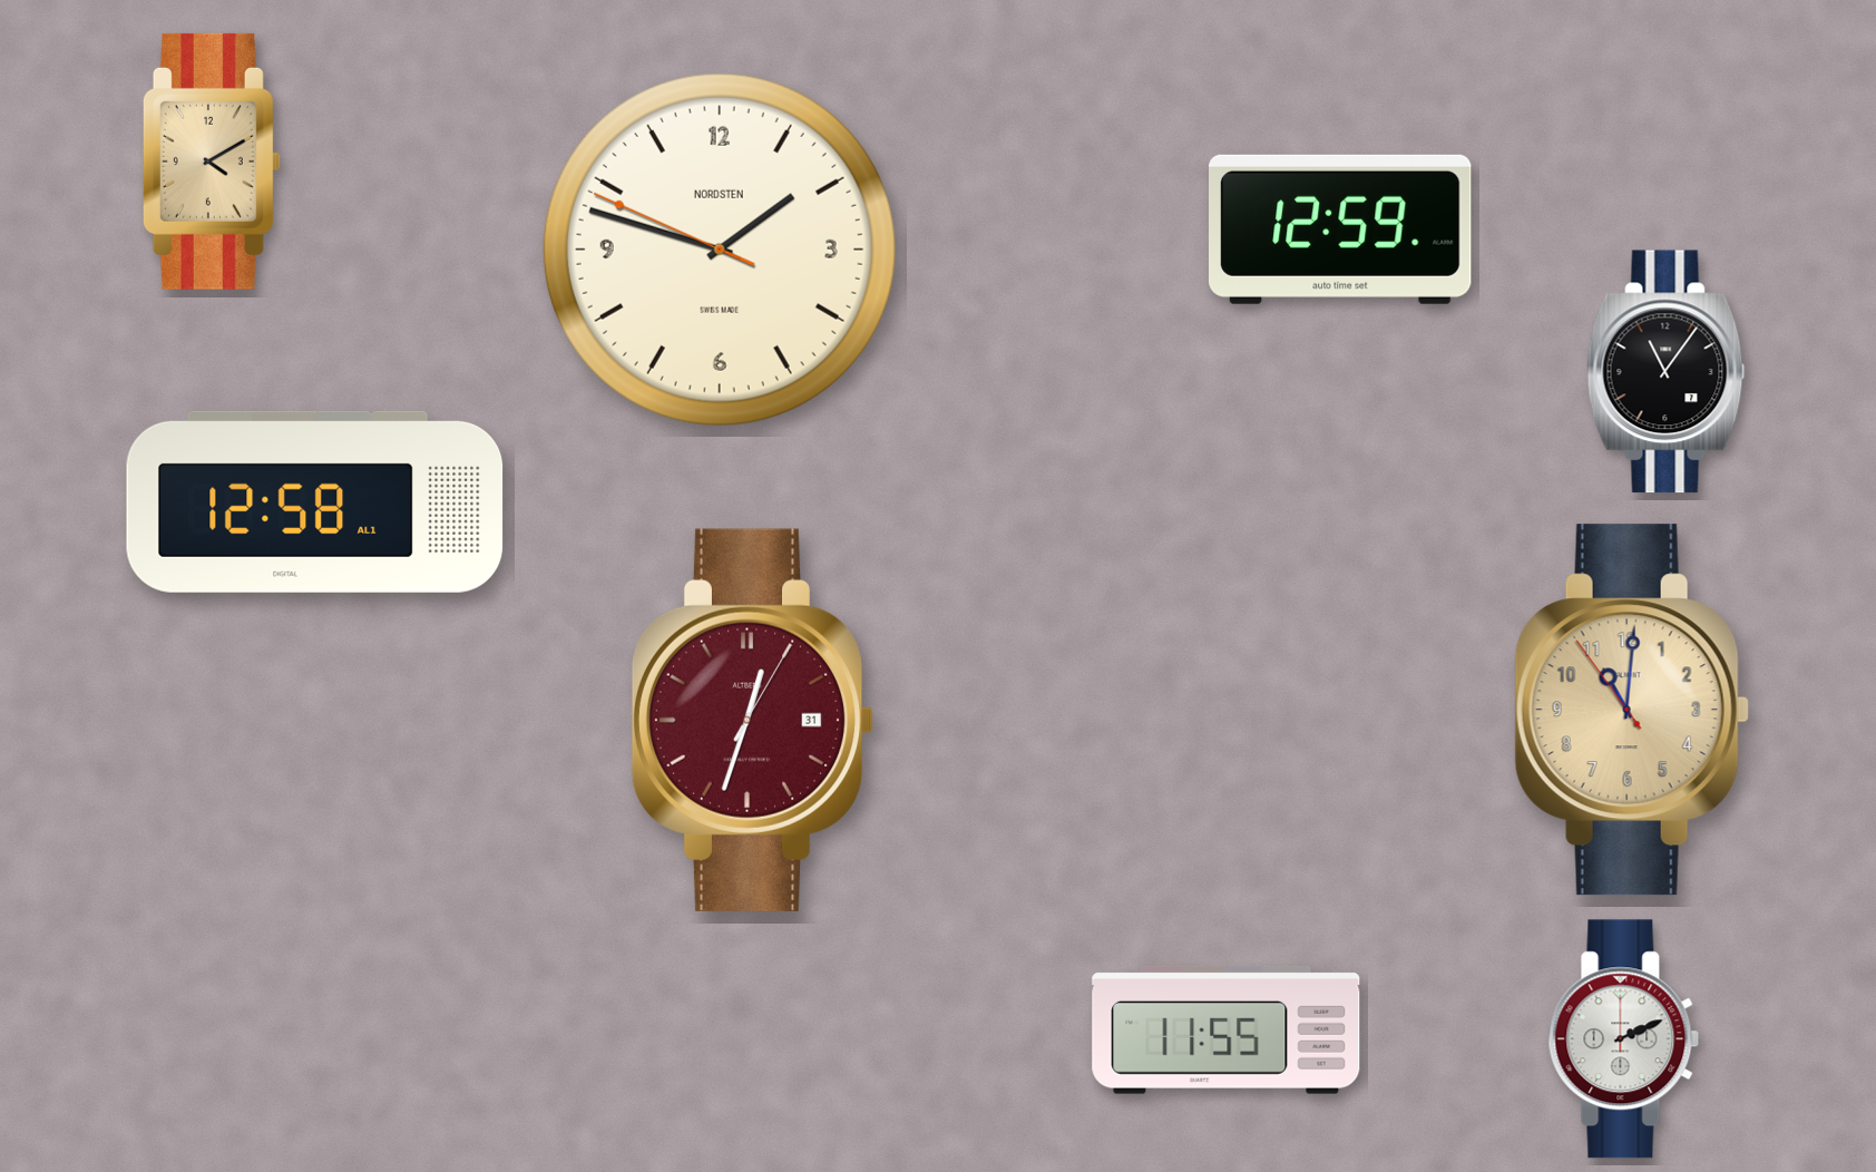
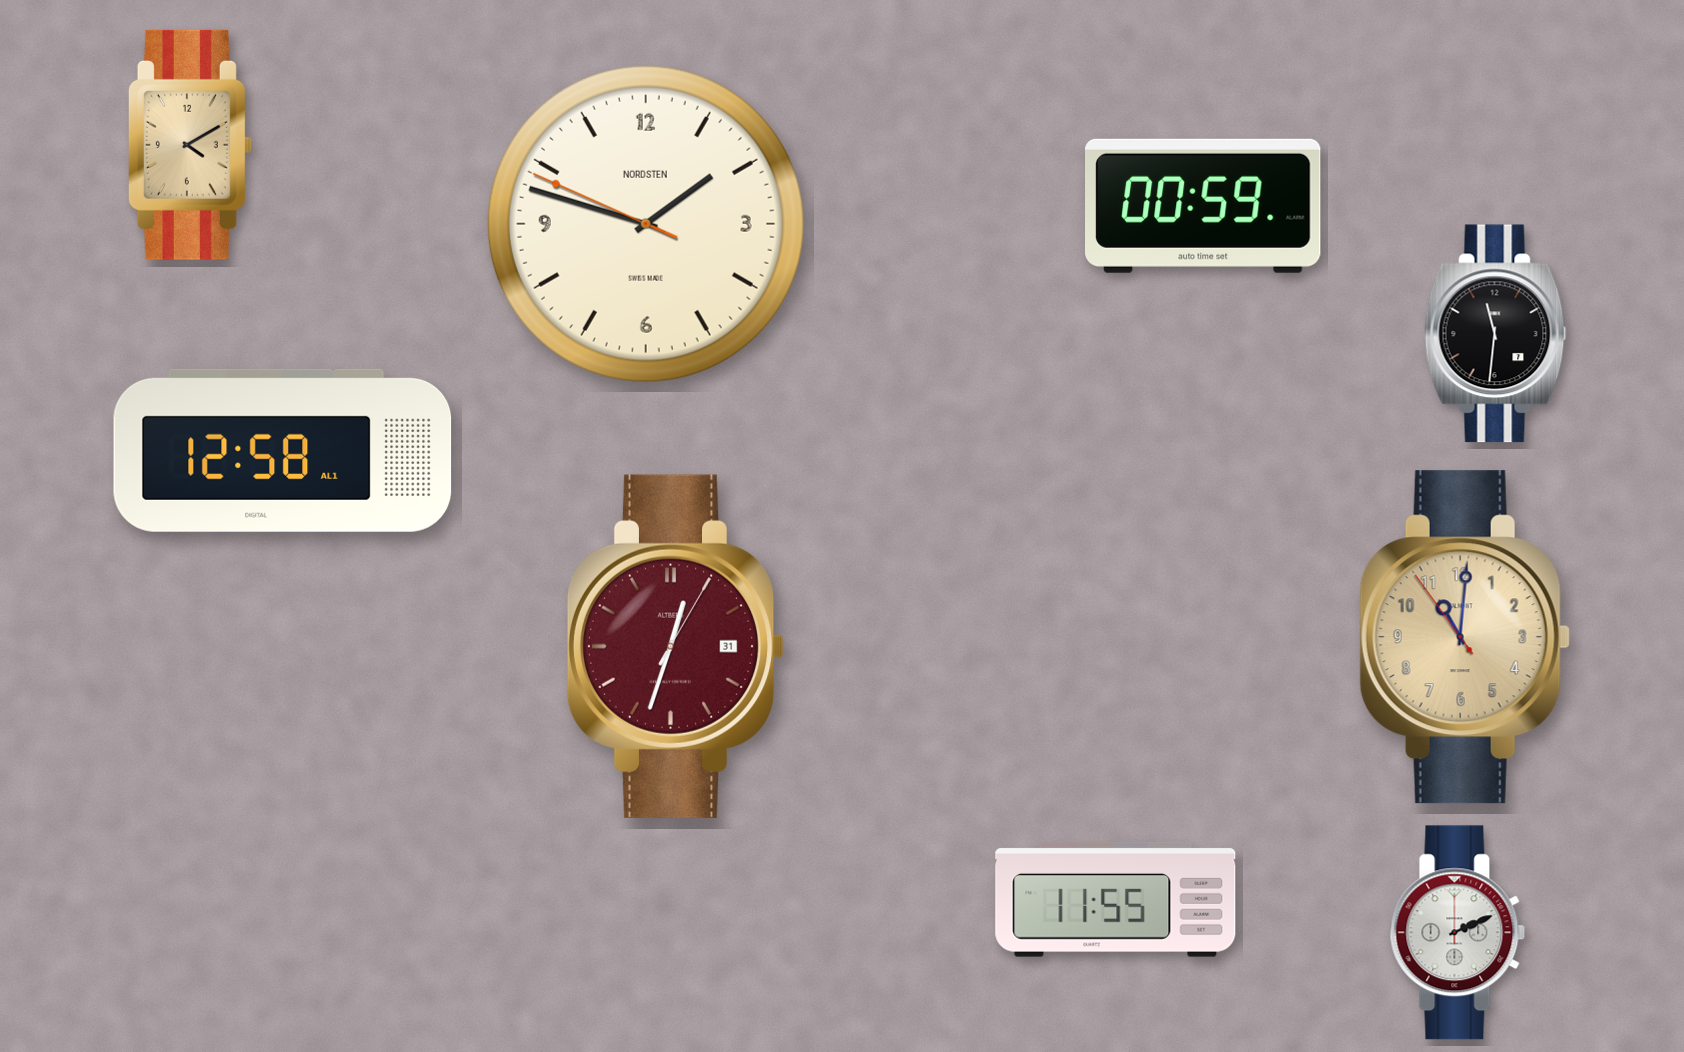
clock at (1341, 229): 12:59 -> 00:59
clock at (1667, 372): 11:06 -> 11:31
clock at (1227, 1029) position: (1227, 1029) -> (1116, 899)
